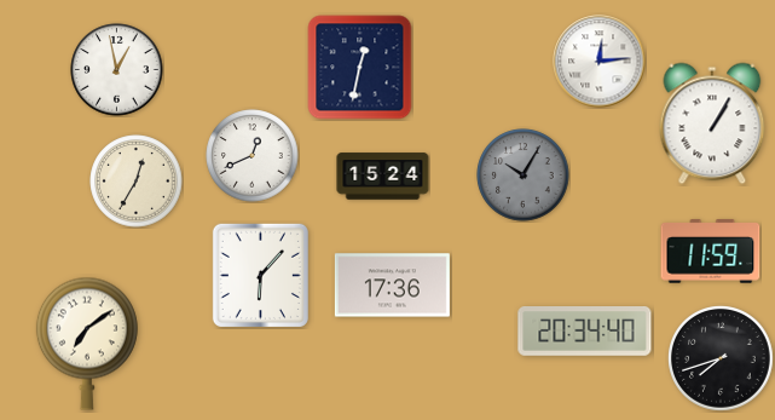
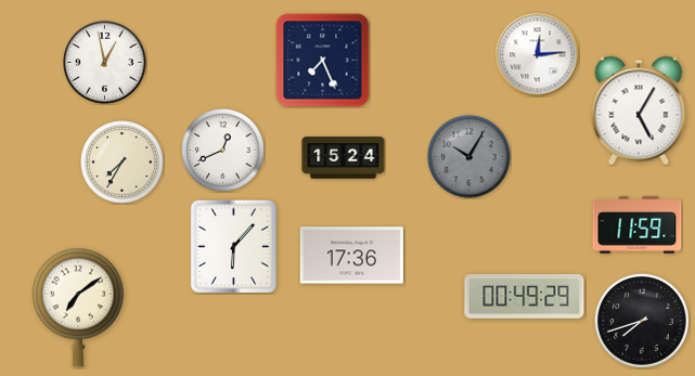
clock at (360, 68): 12:32 -> 7:26
clock at (712, 123): 1:05 -> 5:05
clock at (253, 156) position: (253, 156) -> (223, 151)
clock at (137, 182): 12:35 -> 7:35
clock at (585, 332): 20:34 -> 00:49
clock at (722, 359) position: (722, 359) -> (643, 322)
